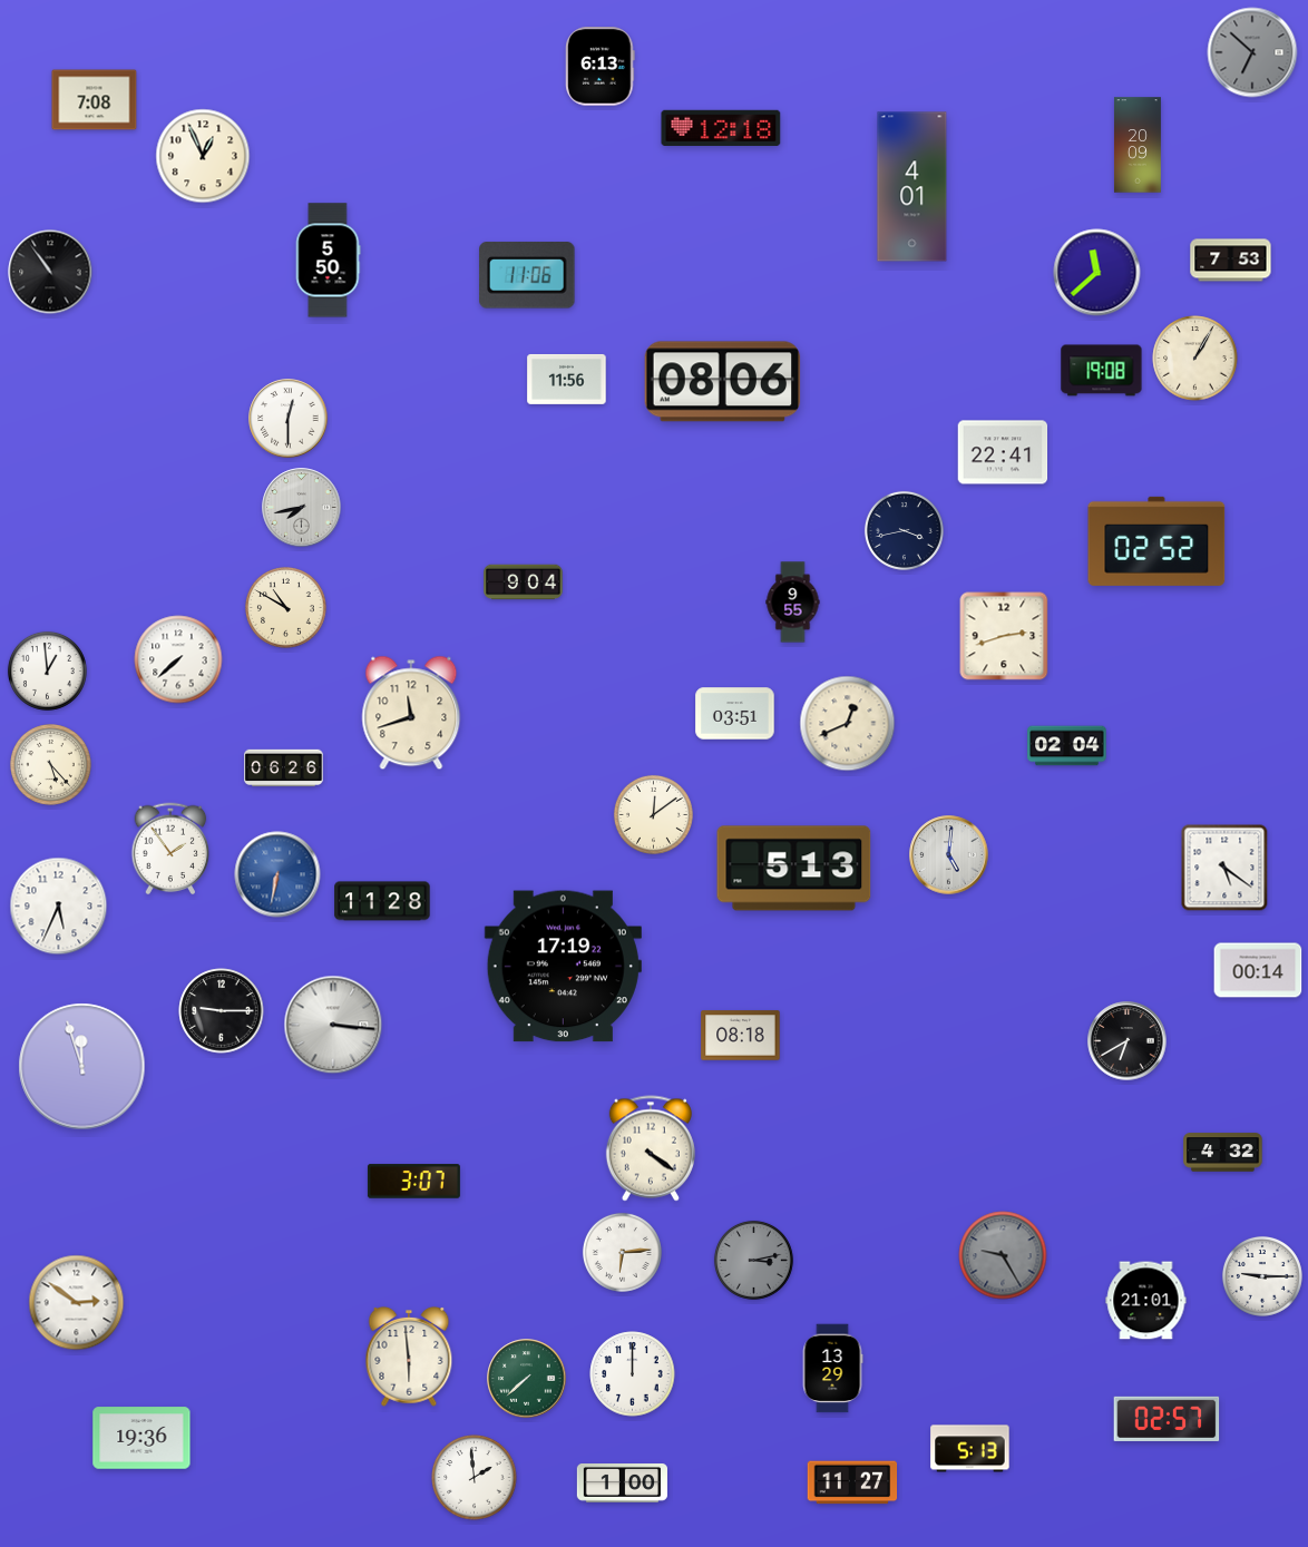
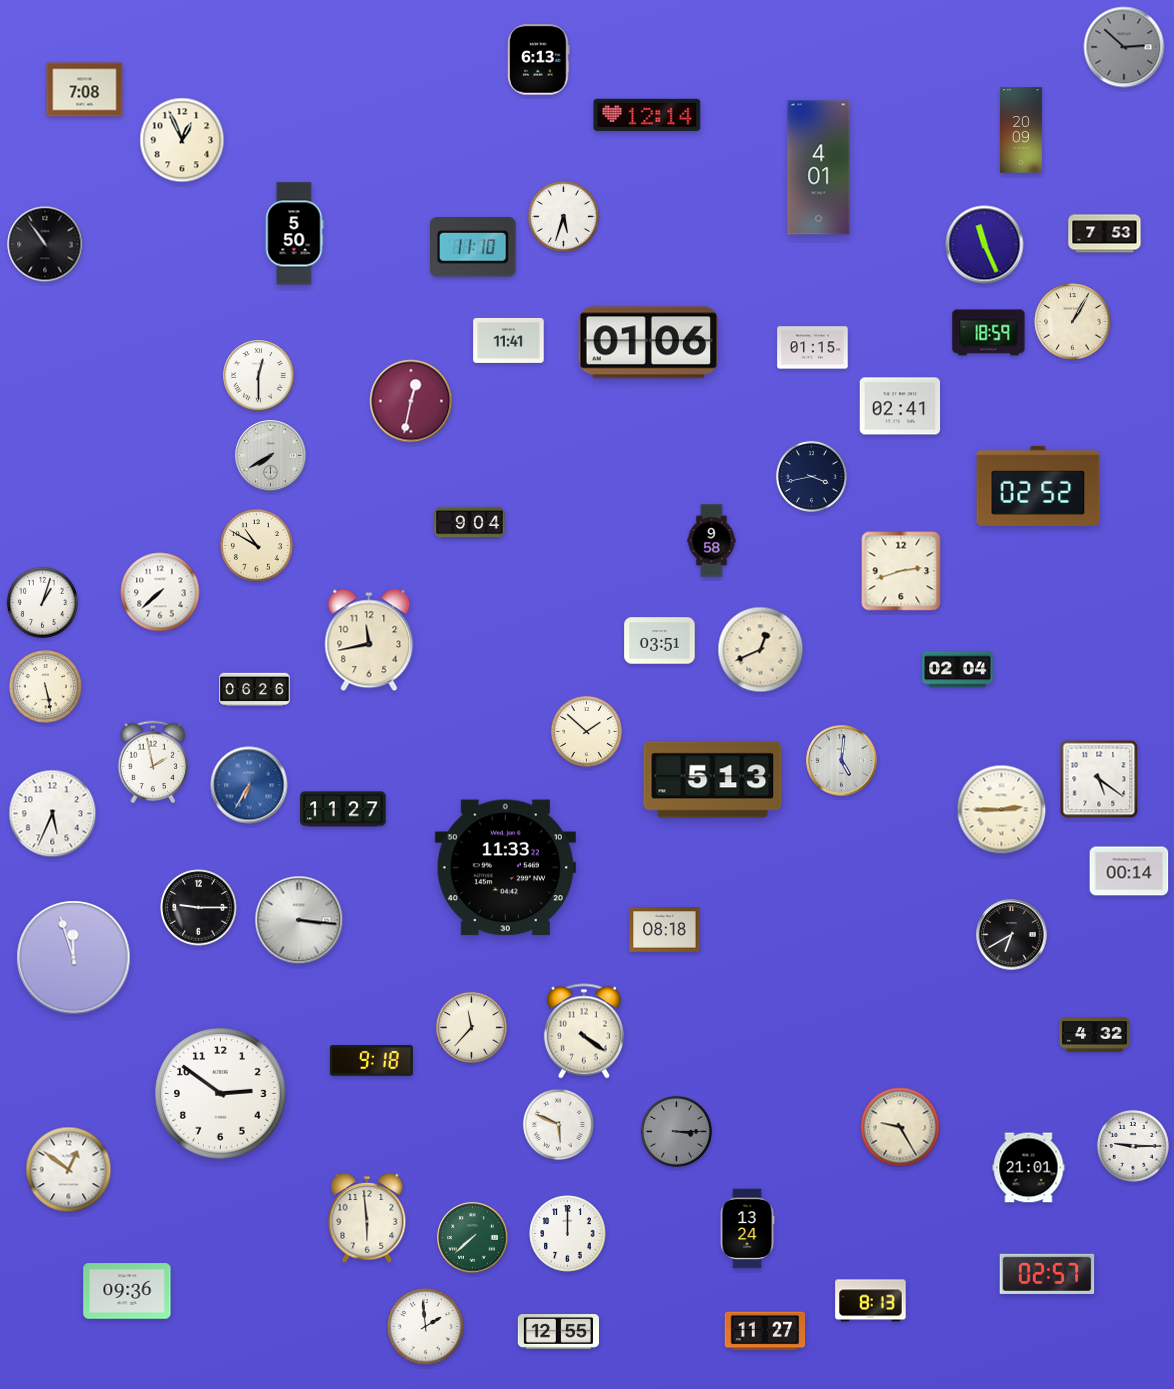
clock at (1252, 52): 6:52 -> 2:52
clock at (721, 128): 12:18 -> 12:14
clock at (563, 216): none -> 5:33
clock at (1097, 273): 11:38 -> 11:26
clock at (527, 275): 11:06 -> 11:10
clock at (1102, 371): 19:08 -> 18:59
clock at (567, 379): 11:56 -> 11:41
clock at (723, 382): 08:06 -> 01:06
clock at (813, 348): none -> 01:15
clock at (411, 401): none -> 12:32
clock at (1003, 452): 22:41 -> 02:41
clock at (302, 508): 7:43 -> 7:40
clock at (793, 603): 9:55 -> 9:58
clock at (47, 670): 12:59 -> 1:03
clock at (411, 713): 11:42 -> 11:43
clock at (51, 765): 5:23 -> 5:28
clock at (653, 814): 12:09 -> 1:52
clock at (170, 849): 1:54 -> 1:58
clock at (949, 855) position: (949, 855) -> (842, 761)
clock at (277, 874): 6:32 -> 6:35
clock at (382, 901): 11:28 -> 11:27
clock at (1002, 810): none -> 2:45
clock at (563, 967): 17:19 -> 11:33
clock at (471, 1027): none -> 11:37
clock at (1223, 1153) position: (1223, 1153) -> (1095, 1035)
clock at (413, 1182): 3:07 -> 9:18
clock at (221, 1094): none -> 2:51
clock at (622, 1252): 6:14 -> 5:49
clock at (1003, 1255) dial: grey -> cream
clock at (753, 1260): 3:13 -> 3:15
clock at (77, 1303): 2:51 -> 12:51
clock at (832, 1369): 13:29 -> 13:24
clock at (141, 1438): 19:36 -> 09:36
clock at (970, 1449): 5:13 -> 8:13
clock at (622, 1484): 1:00 -> 12:55
